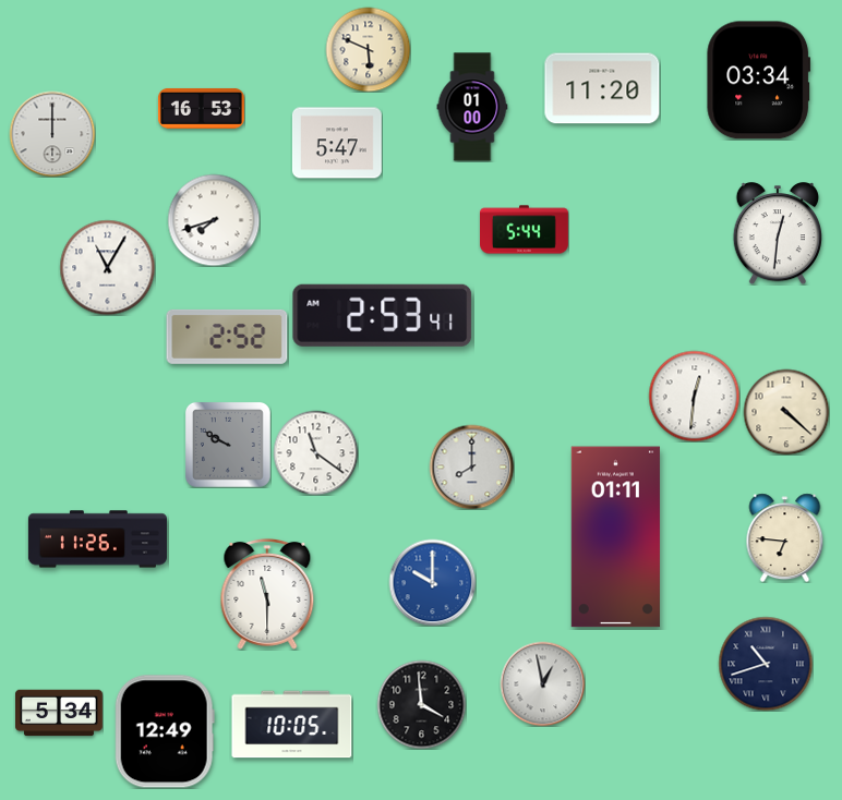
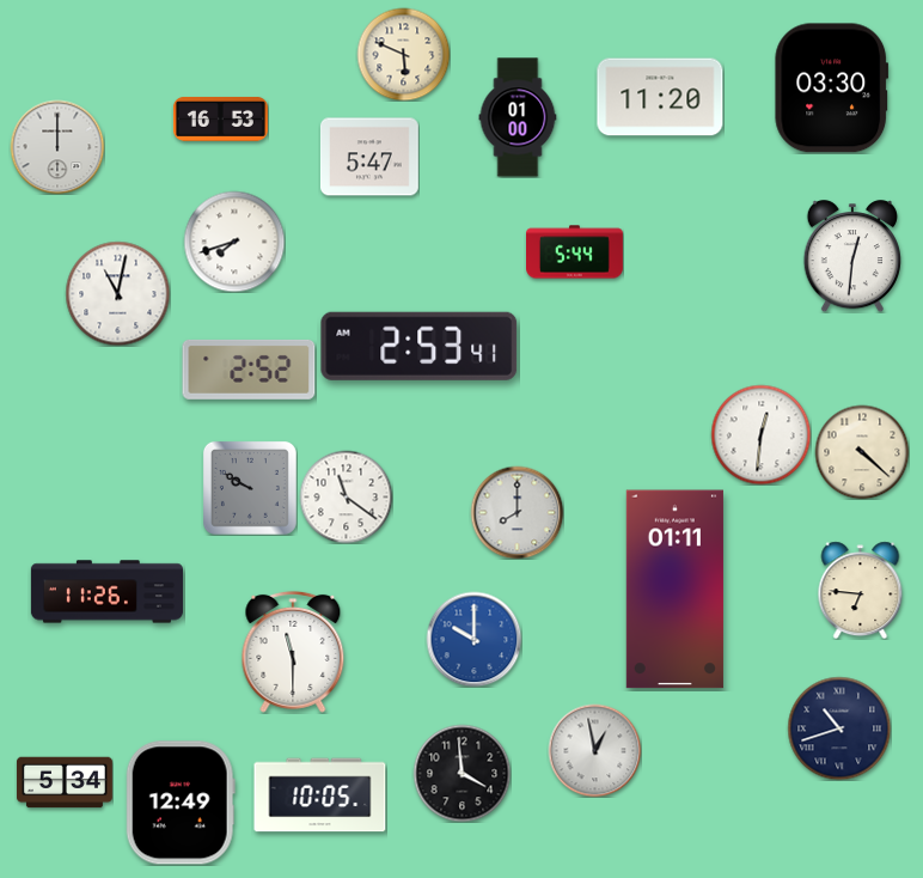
clock at (759, 81): 03:34 -> 03:30
clock at (107, 267): 11:05 -> 11:02
